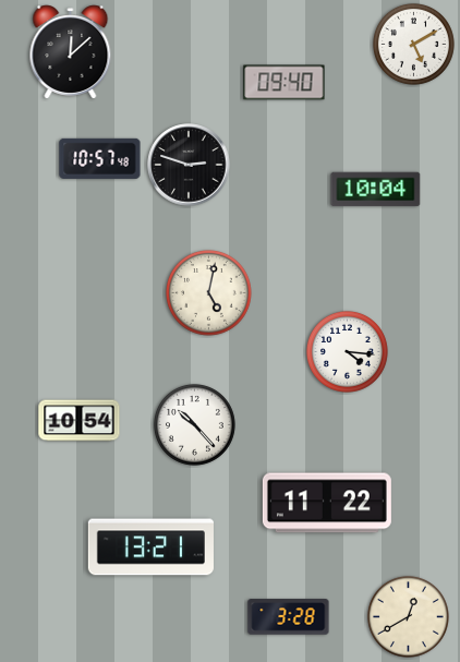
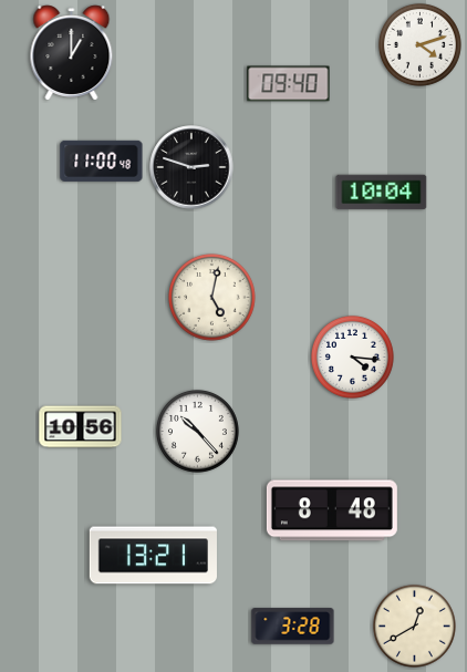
clock at (413, 44): 5:10 -> 4:12
clock at (71, 52): 12:08 -> 1:00
clock at (100, 158): 10:57 -> 11:00
clock at (80, 421): 10:54 -> 10:56
clock at (327, 503): 11:22 -> 8:48
